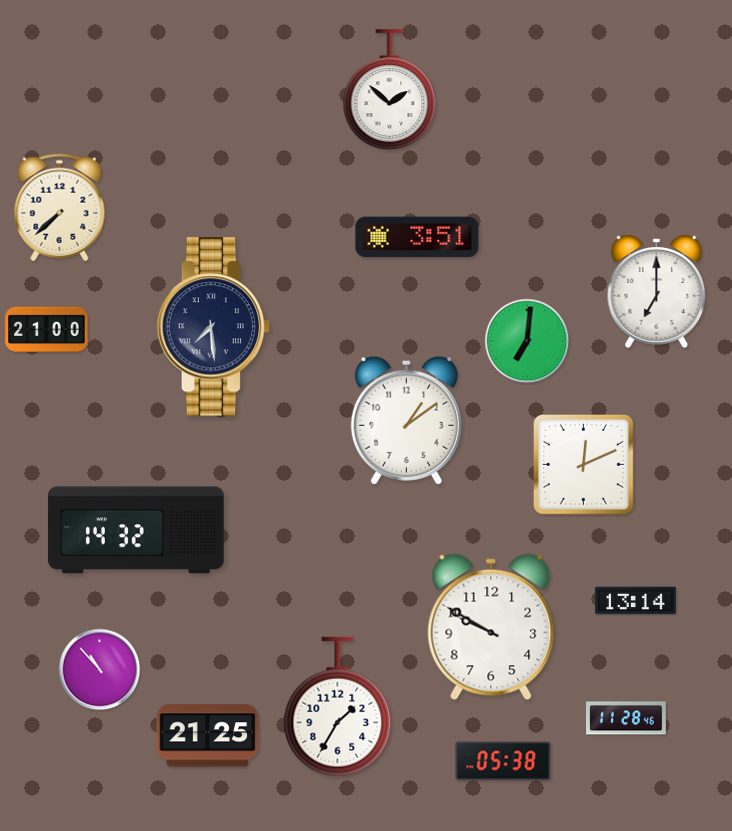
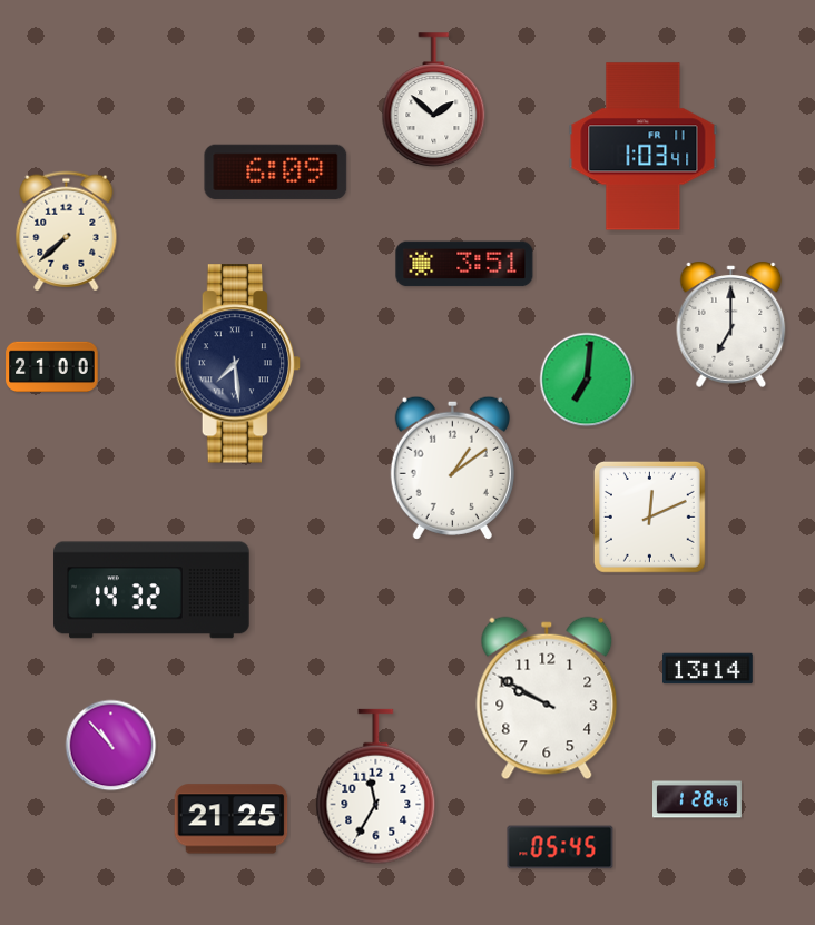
clock at (644, 147): none -> 1:03
clock at (276, 171): none -> 6:09
clock at (338, 707): 1:35 -> 11:35
clock at (627, 718): 11:28 -> 1:28
clock at (503, 761): 05:38 -> 05:45
